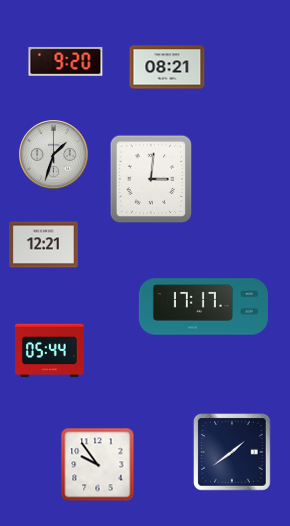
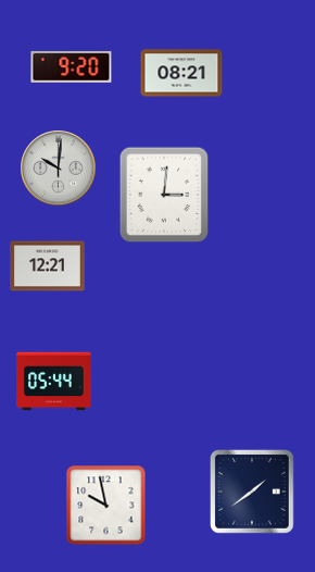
clock at (54, 155): 1:33 -> 10:01
clock at (203, 307): 17:17 -> none
clock at (98, 465): 9:54 -> 9:58
